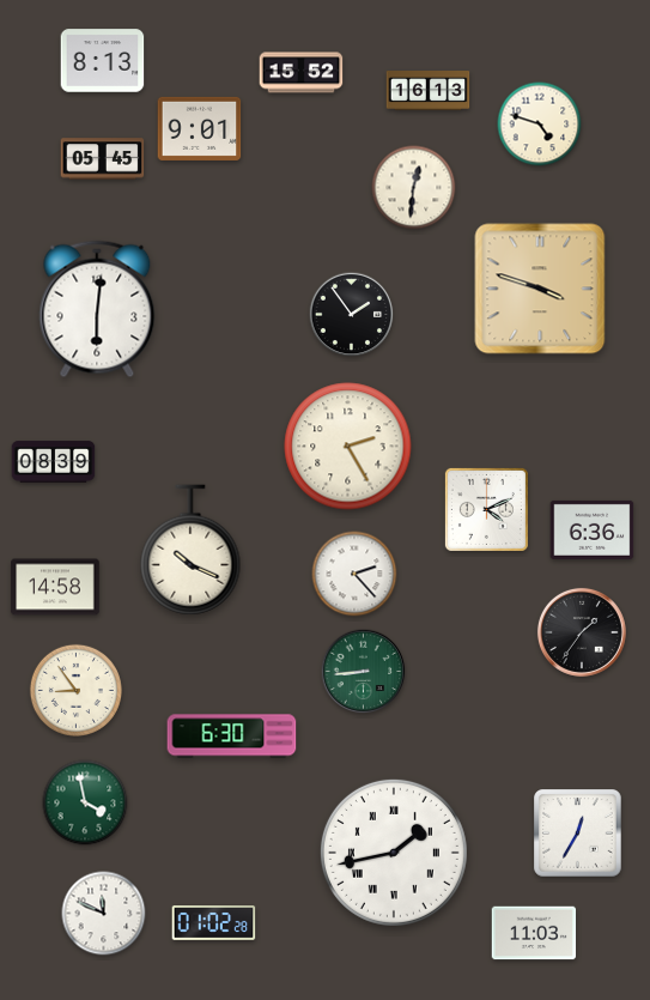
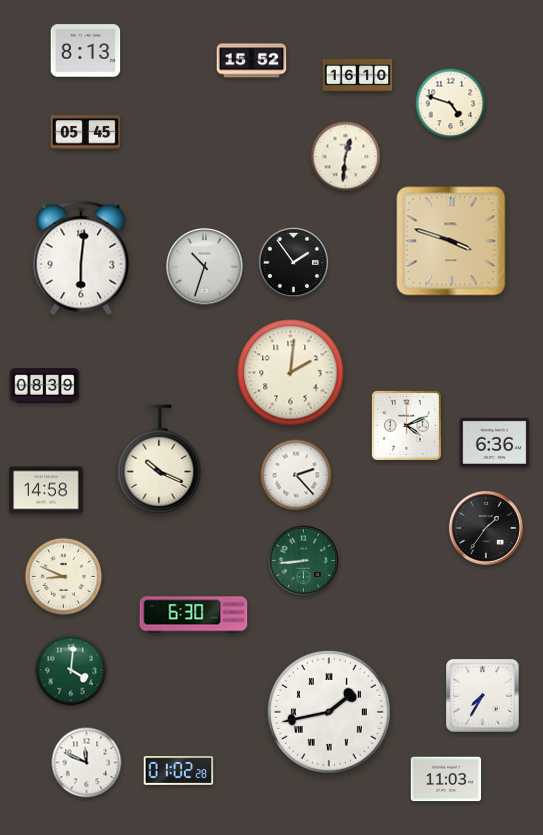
clock at (429, 91): 16:13 -> 16:10
clock at (200, 128): 9:01 -> none
clock at (205, 267): none -> 10:33
clock at (348, 447): 2:25 -> 2:01
clock at (354, 574) position: (354, 574) -> (296, 475)
clock at (75, 690): 8:54 -> 8:49
clock at (85, 802): 3:58 -> 4:01
clock at (578, 834): 12:35 -> 7:35
